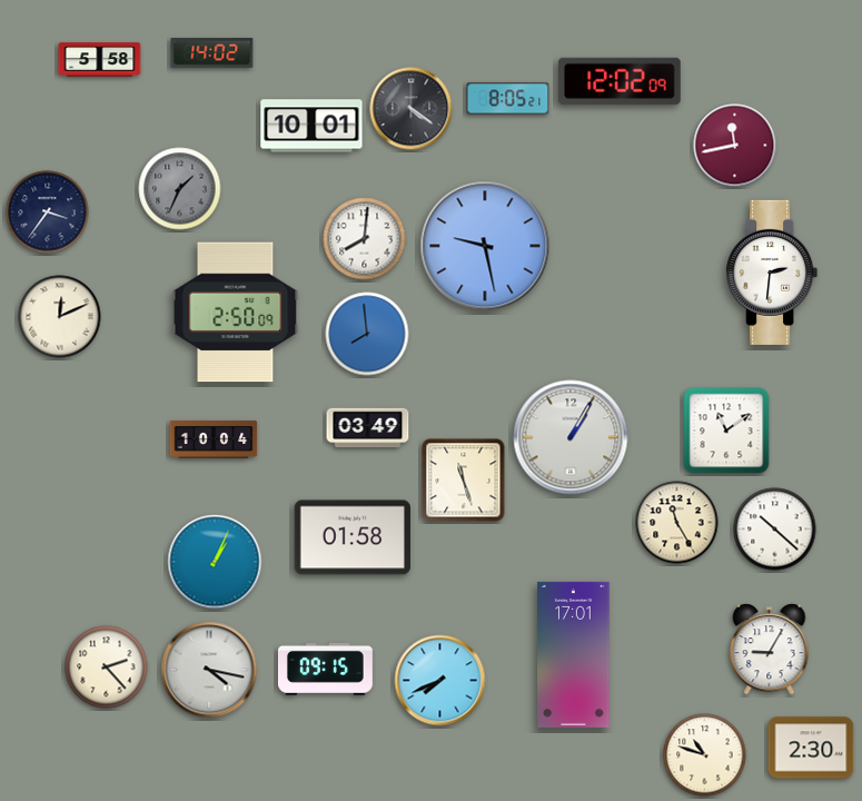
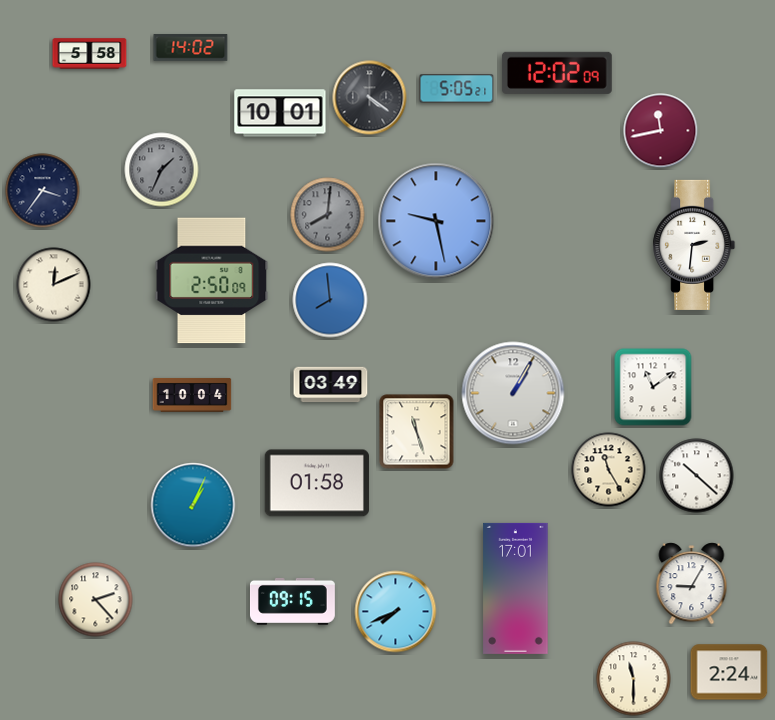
clock at (508, 99): 8:05 -> 5:05
clock at (365, 239) dial: white -> grey
clock at (209, 670): 4:17 -> none
clock at (811, 748): 2:30 -> 2:24
clock at (705, 755): 10:48 -> 11:30
